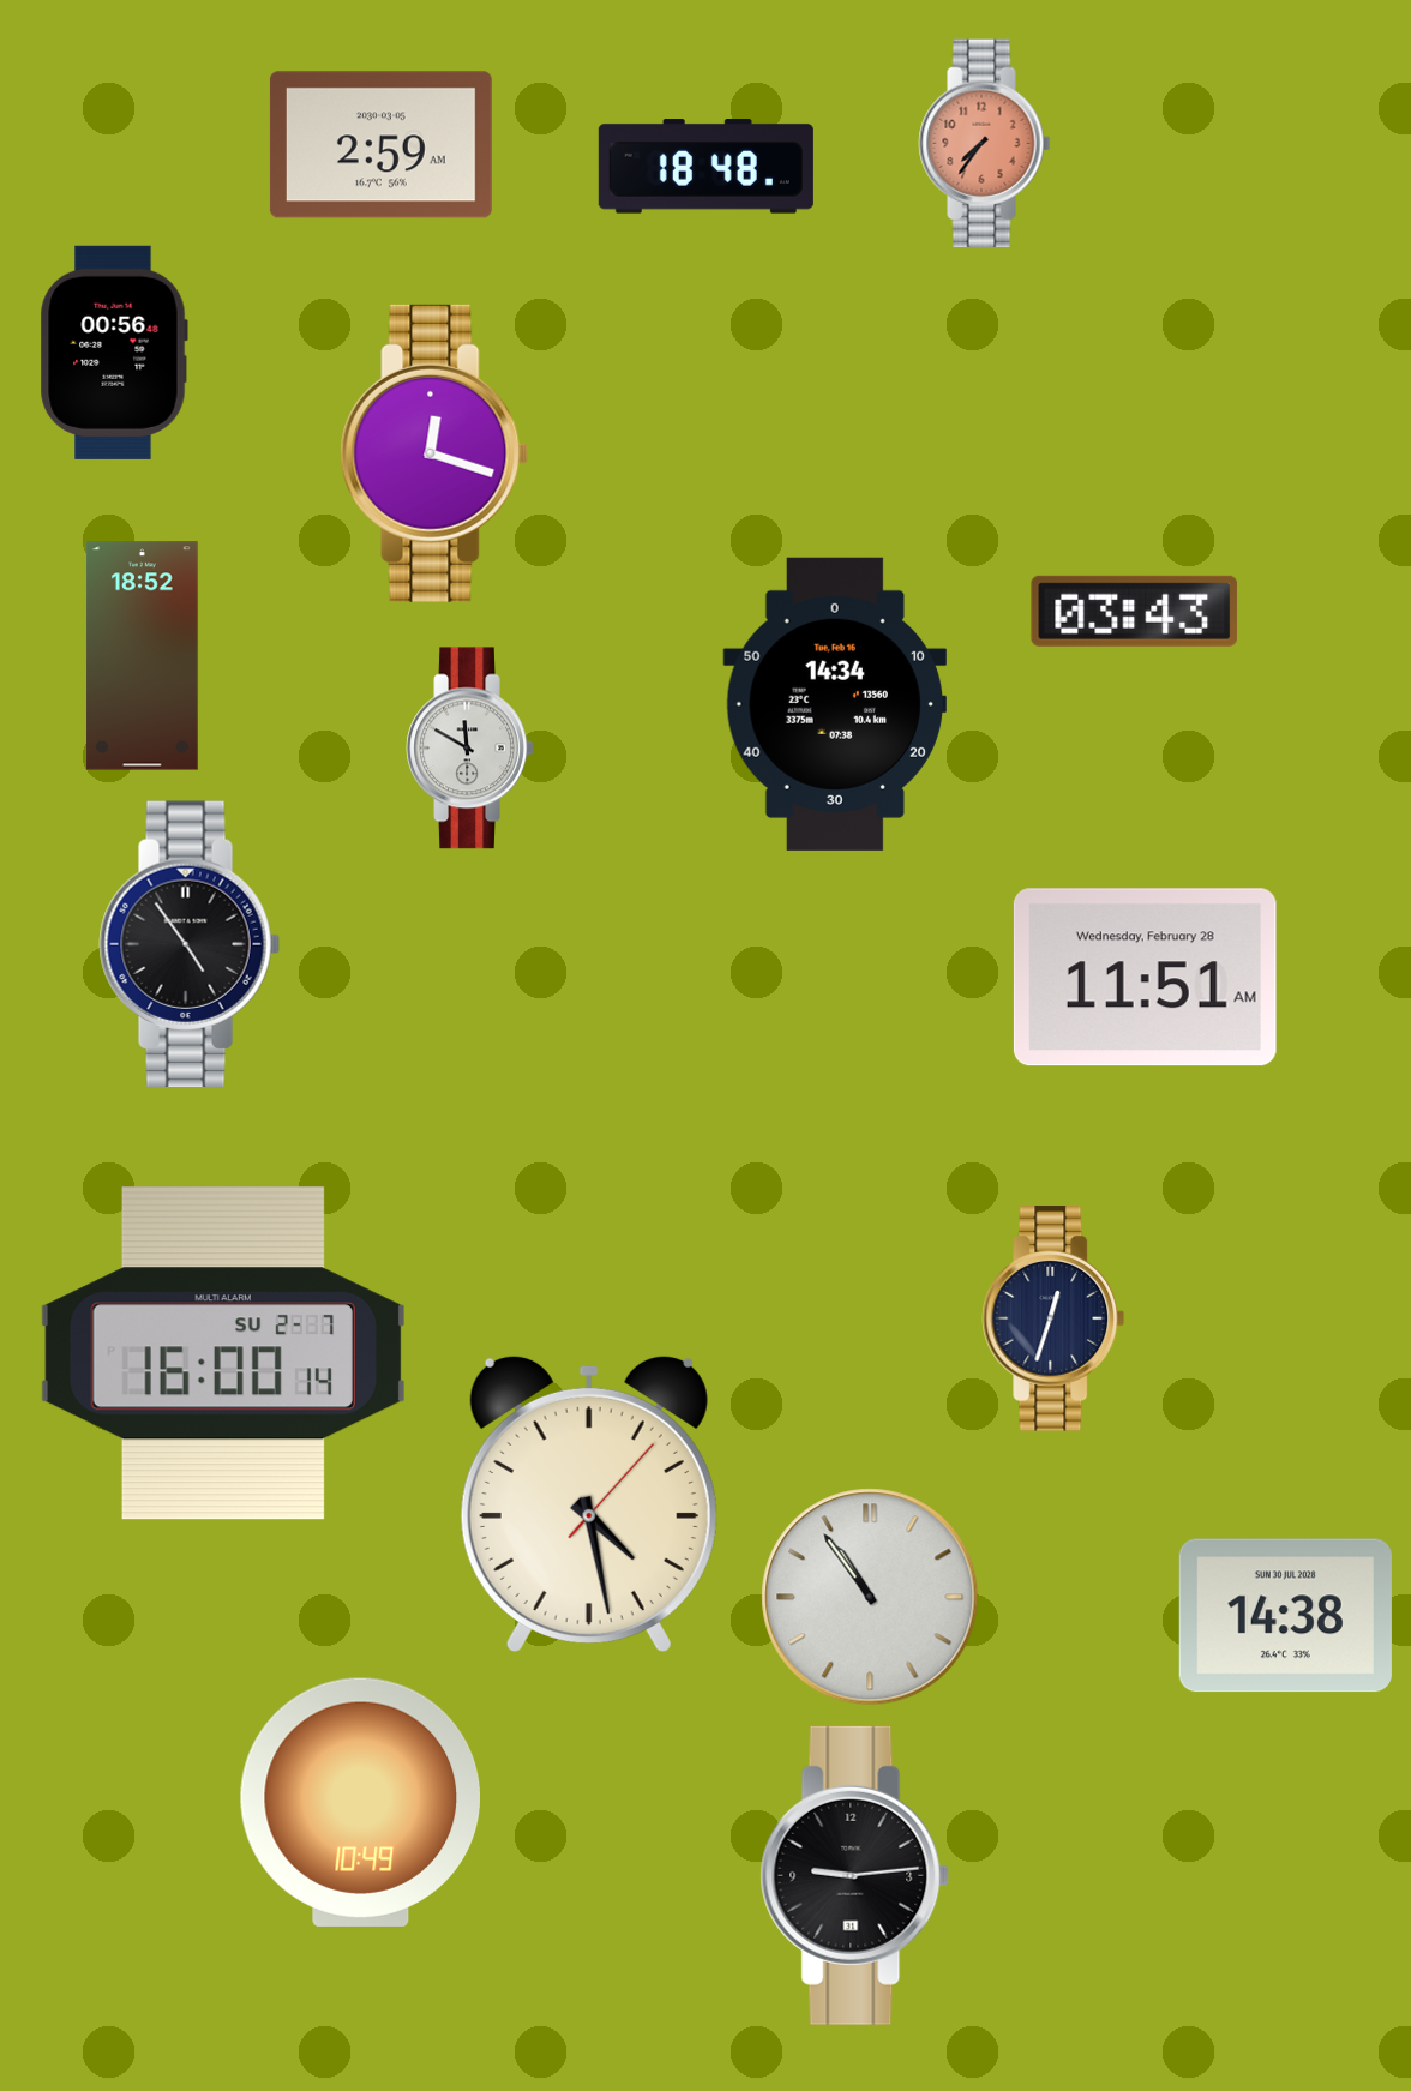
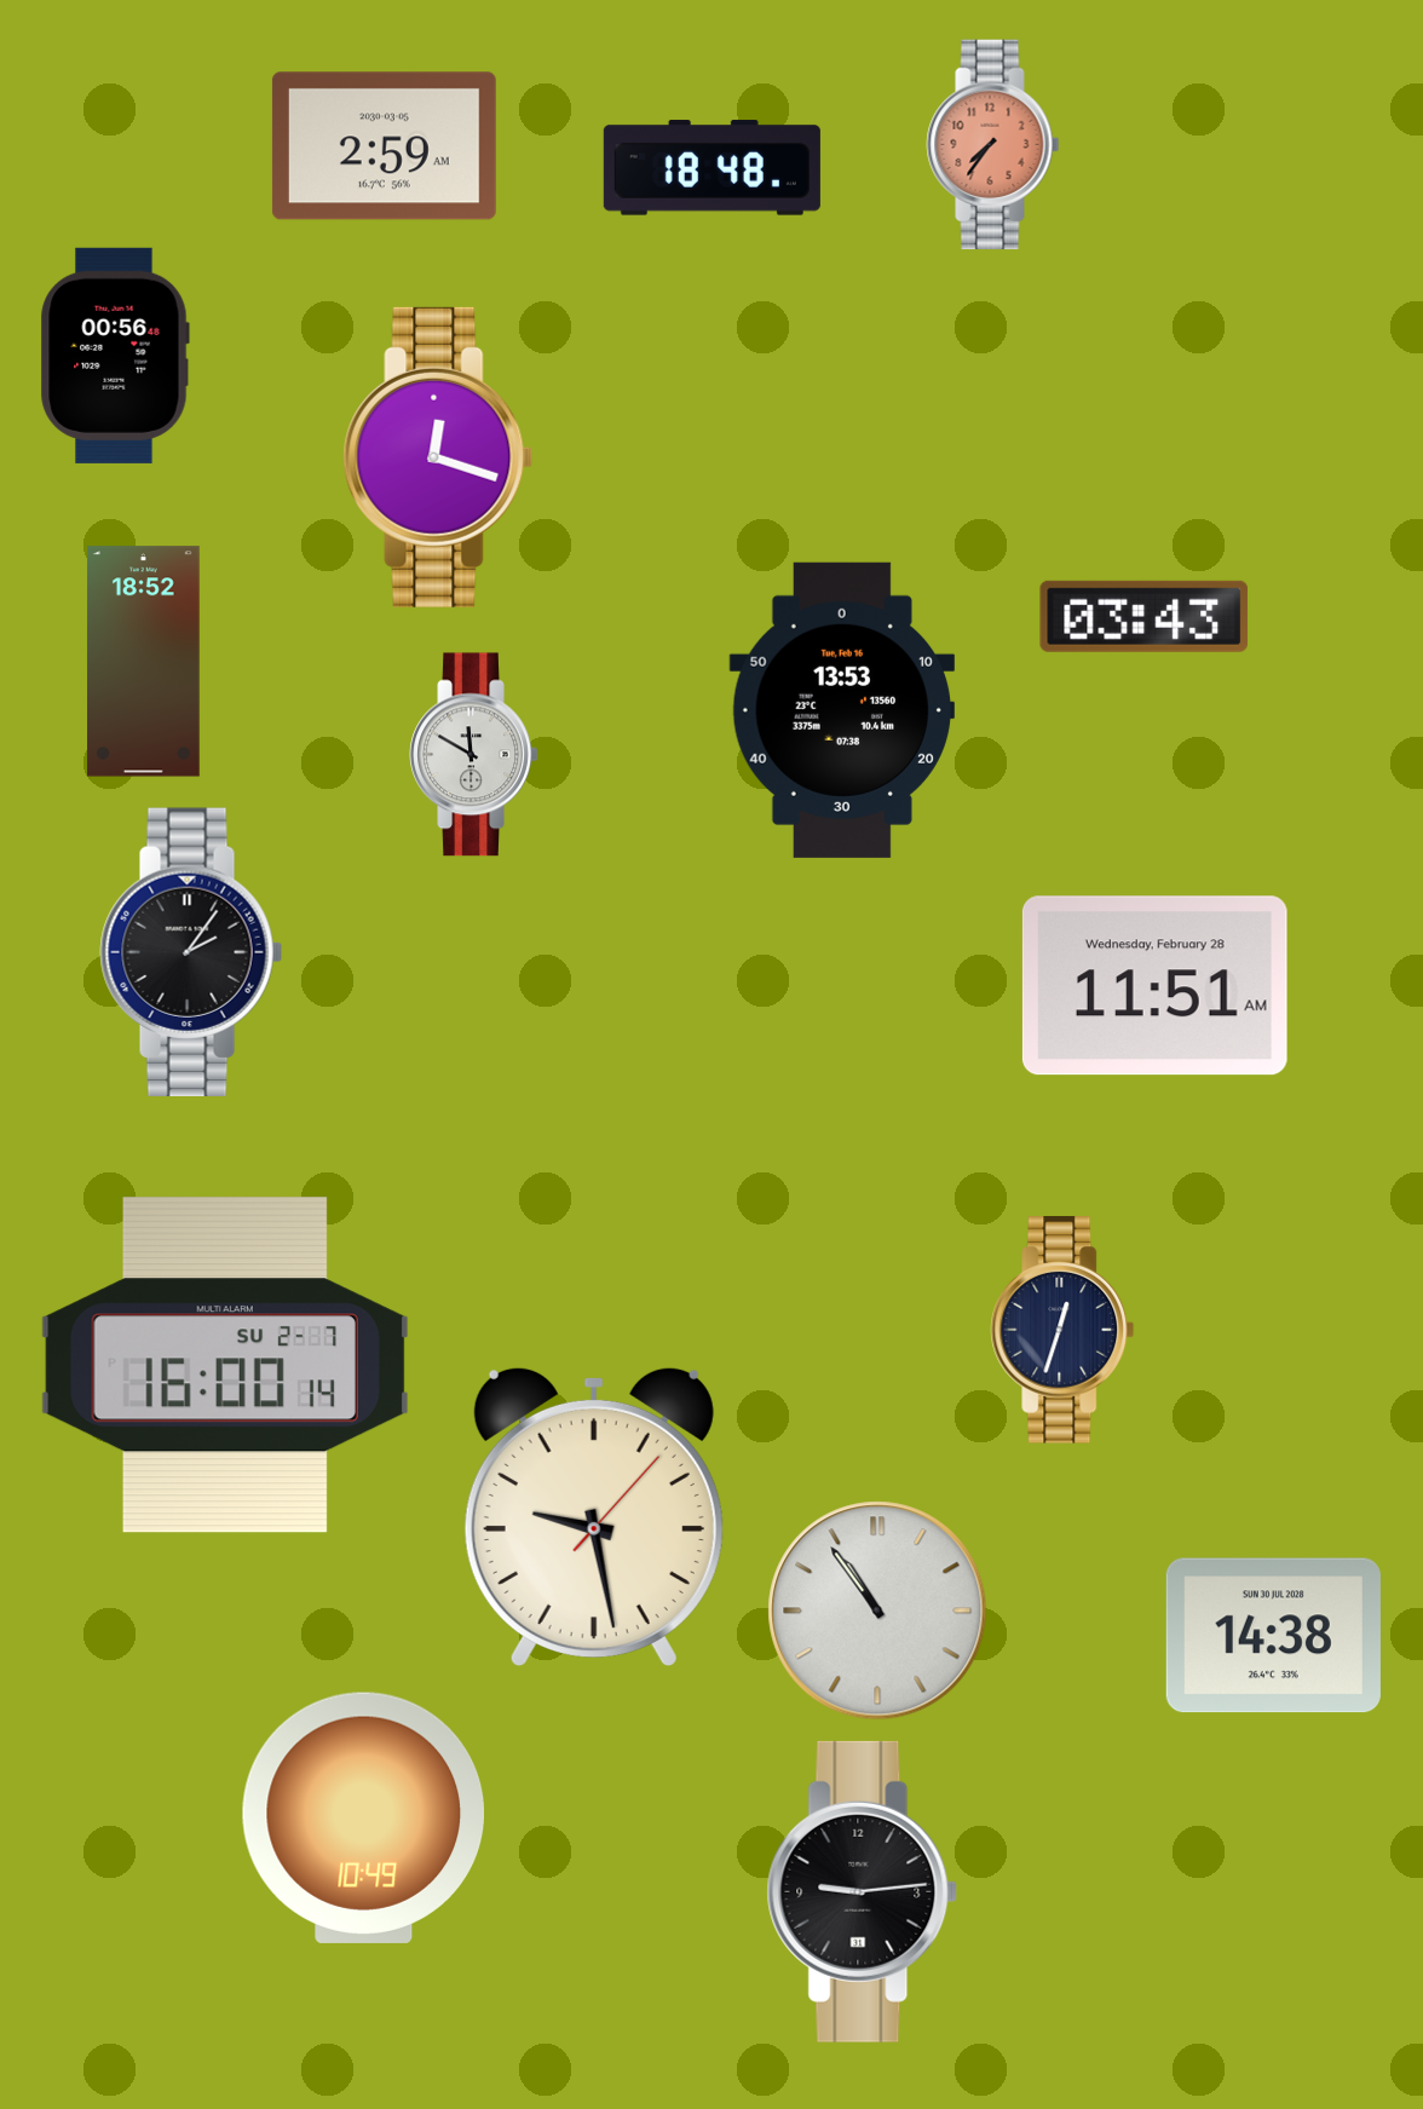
clock at (834, 704): 14:34 -> 13:53
clock at (190, 943): 4:54 -> 2:06
clock at (589, 1503): 4:28 -> 9:28
clock at (1285, 1616) position: (1285, 1616) -> (1273, 1636)
